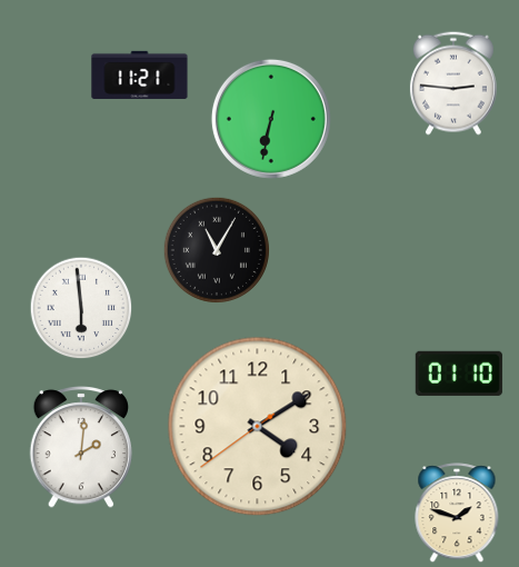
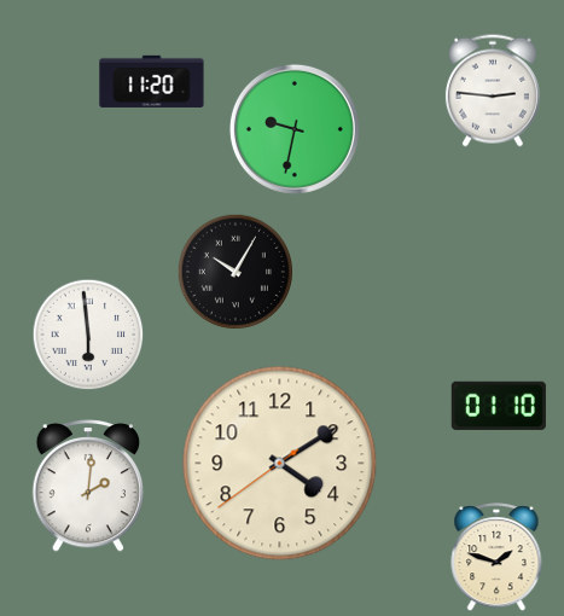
clock at (140, 74): 11:21 -> 11:20
clock at (271, 119): 6:32 -> 9:32
clock at (217, 250): 11:05 -> 10:05
